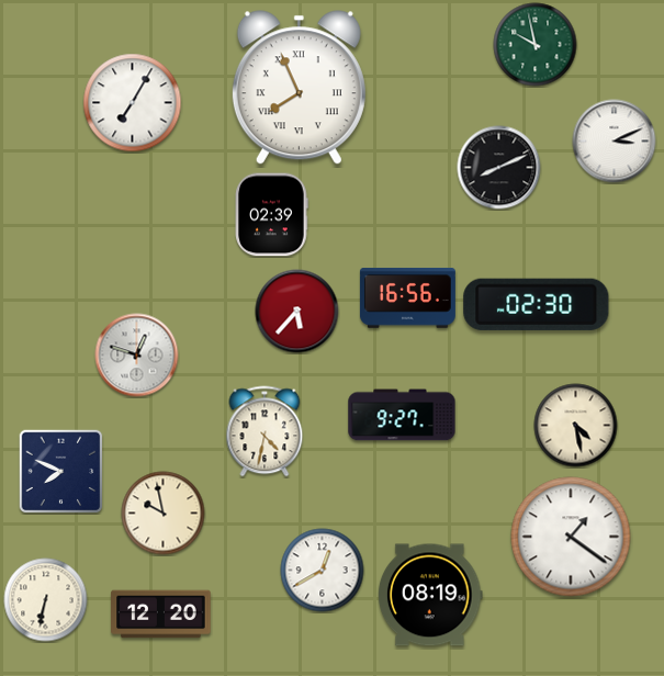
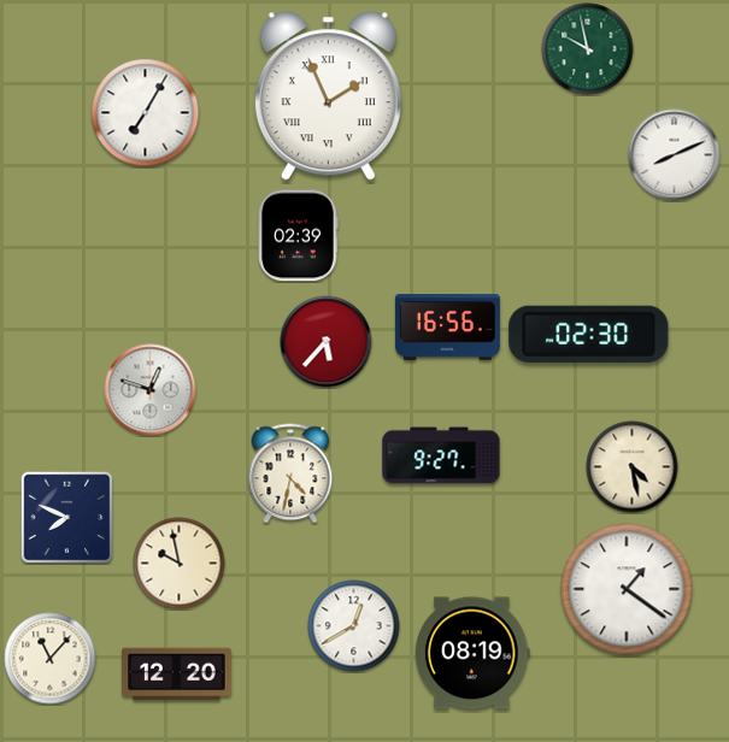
clock at (299, 88): 7:56 -> 1:56
clock at (615, 142): 3:11 -> 8:11
clock at (499, 168): 8:11 -> none
clock at (46, 600): 6:32 -> 11:07
